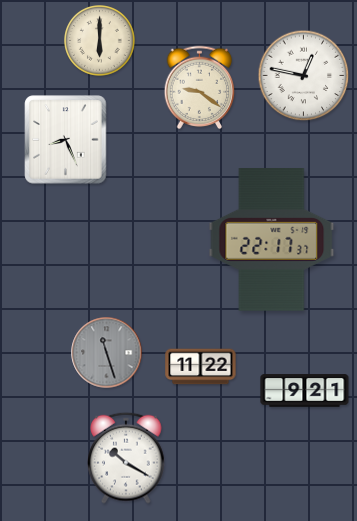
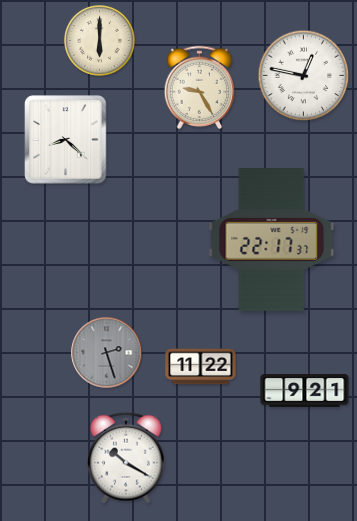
clock at (200, 88): 9:21 -> 9:25
clock at (66, 140): 8:26 -> 8:22
clock at (107, 353): 11:27 -> 2:27
